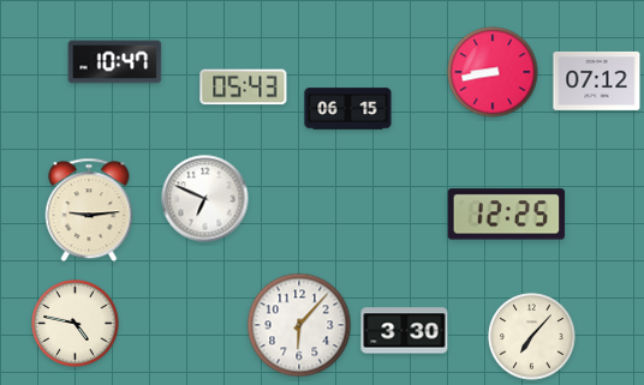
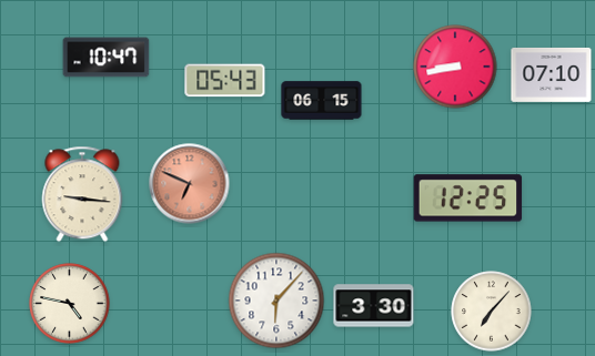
clock at (597, 80): 07:12 -> 07:10
clock at (205, 199) dial: white -> salmon
clock at (89, 210): 9:14 -> 9:16
clock at (76, 324) position: (76, 324) -> (70, 304)
